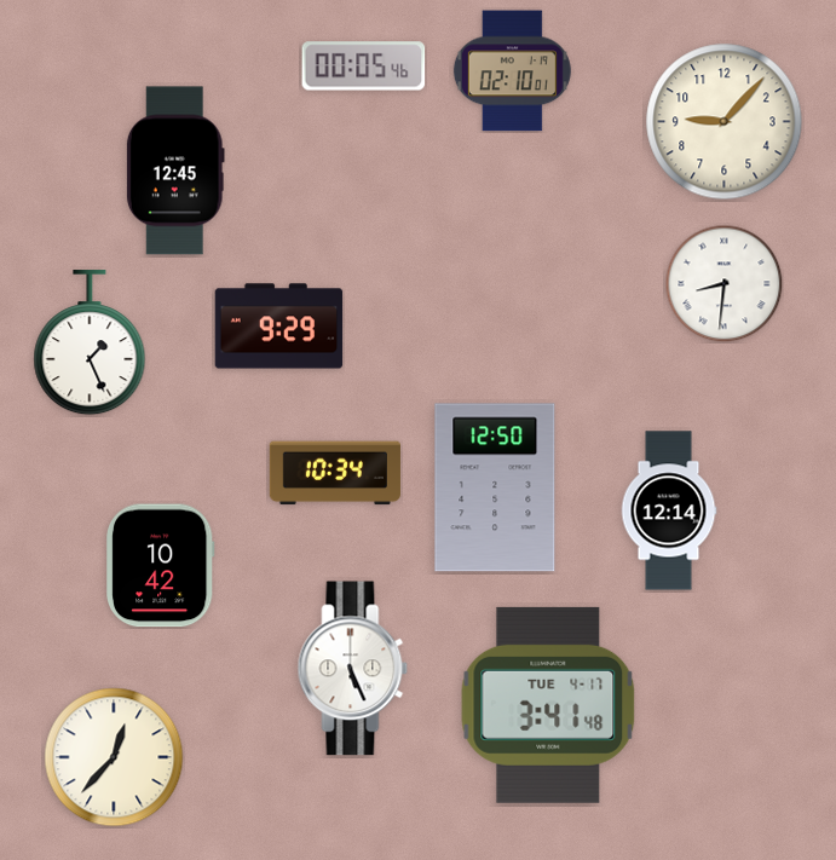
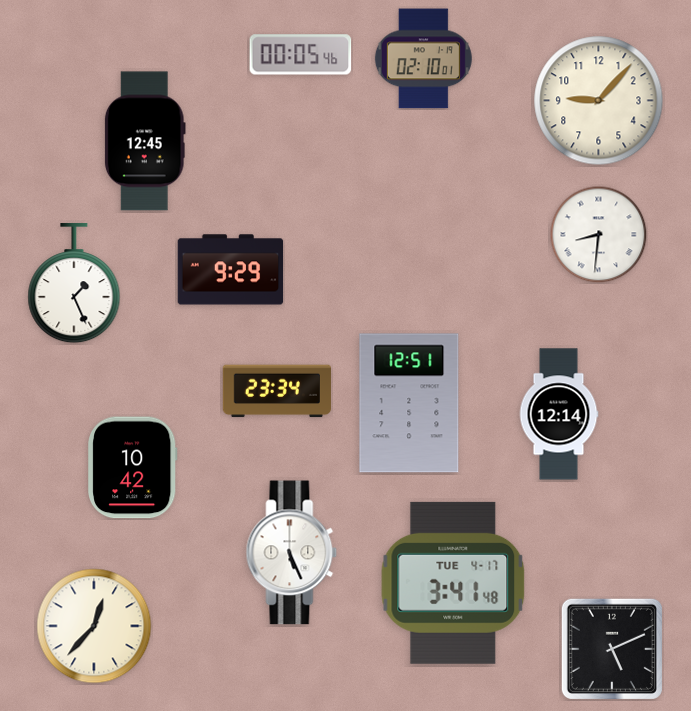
clock at (335, 473): 10:34 -> 23:34
clock at (495, 487): 12:50 -> 12:51
clock at (669, 510) position: (669, 510) -> (559, 414)
clock at (612, 649): none -> 5:11
